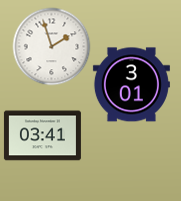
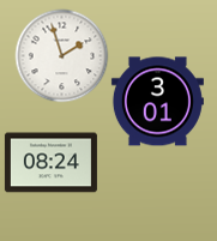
clock at (42, 136): 03:41 -> 08:24
